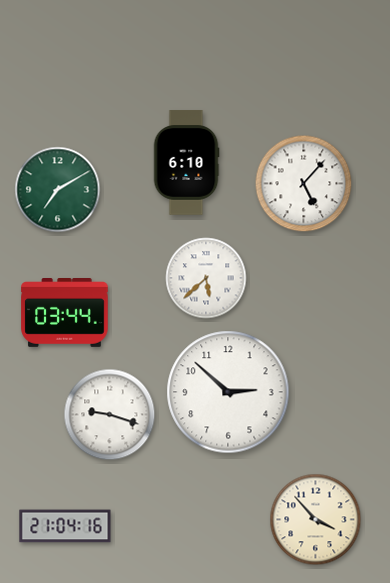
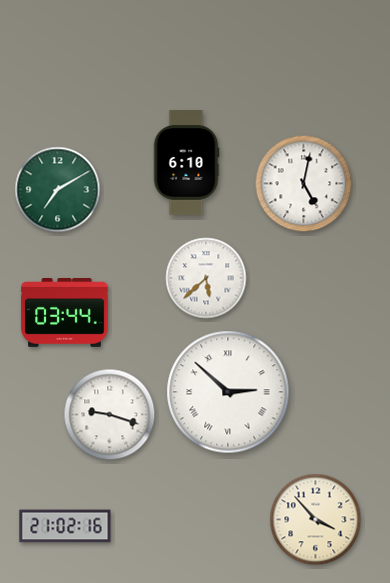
clock at (304, 184): 5:07 -> 5:02
clock at (228, 392) numerals: Arabic -> Roman
clock at (65, 526): 21:04 -> 21:02
